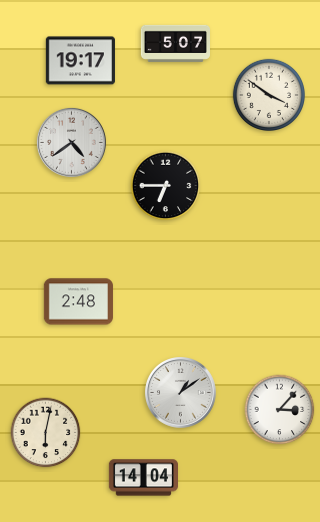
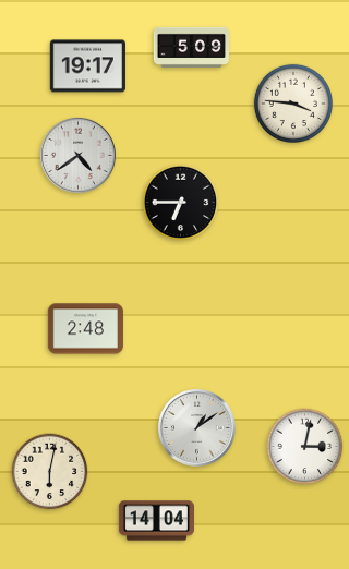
clock at (175, 43): 5:07 -> 5:09
clock at (268, 94): 3:51 -> 3:46
clock at (280, 410): 3:07 -> 3:02
